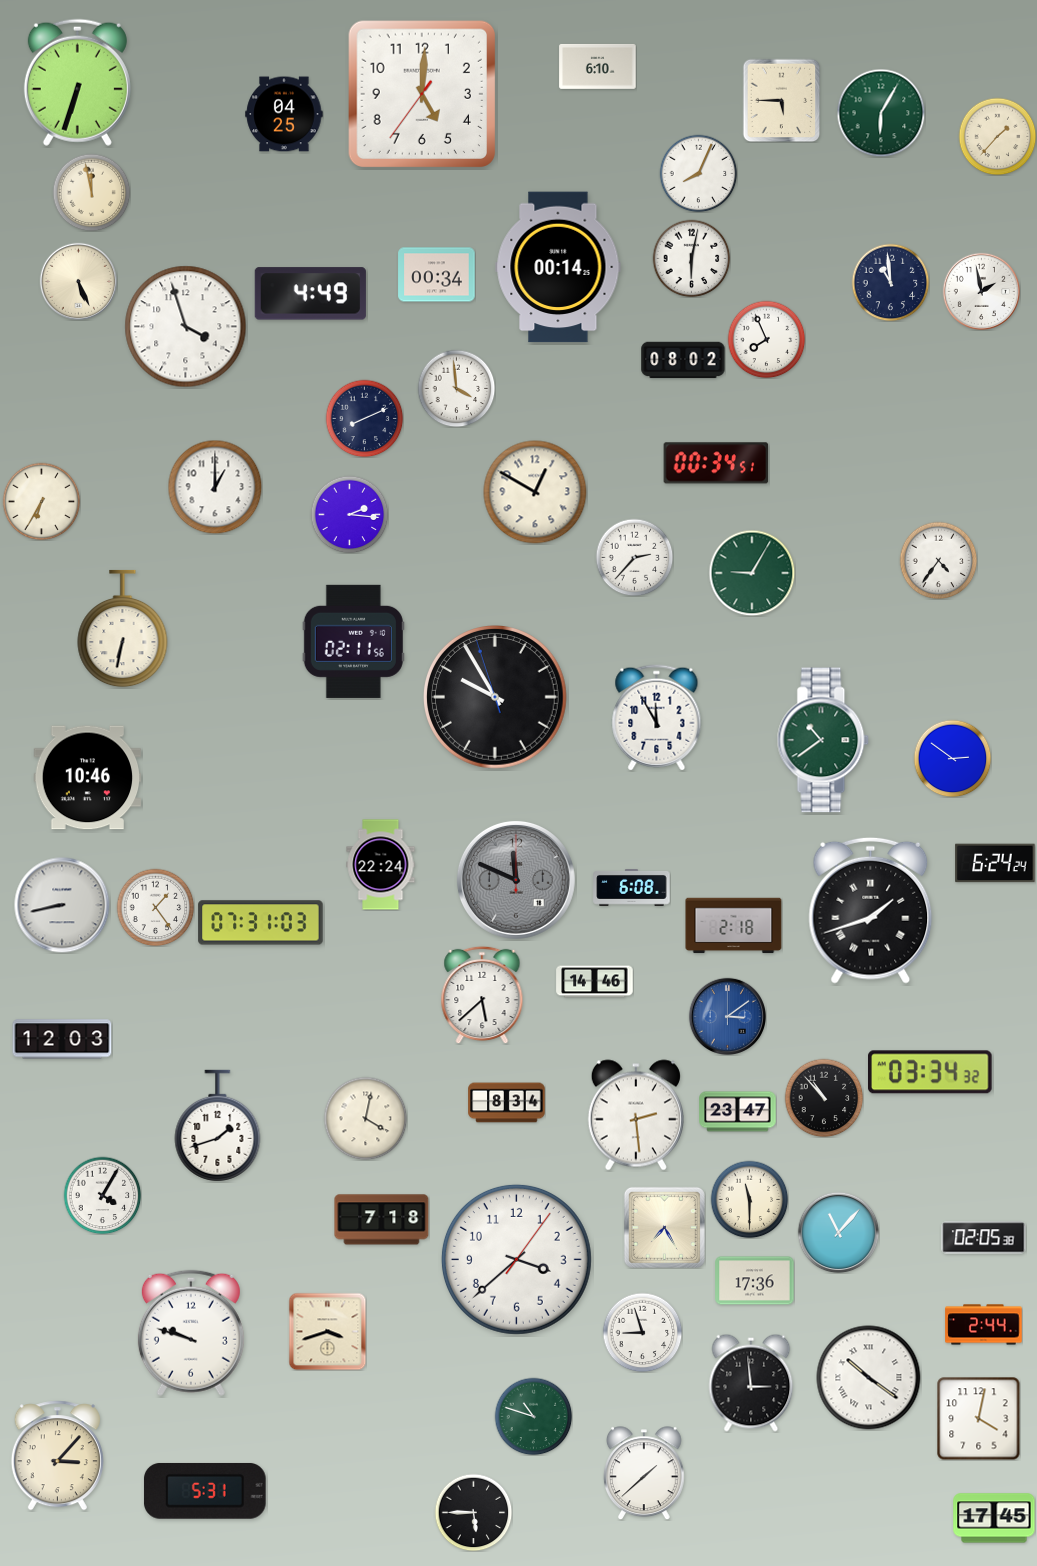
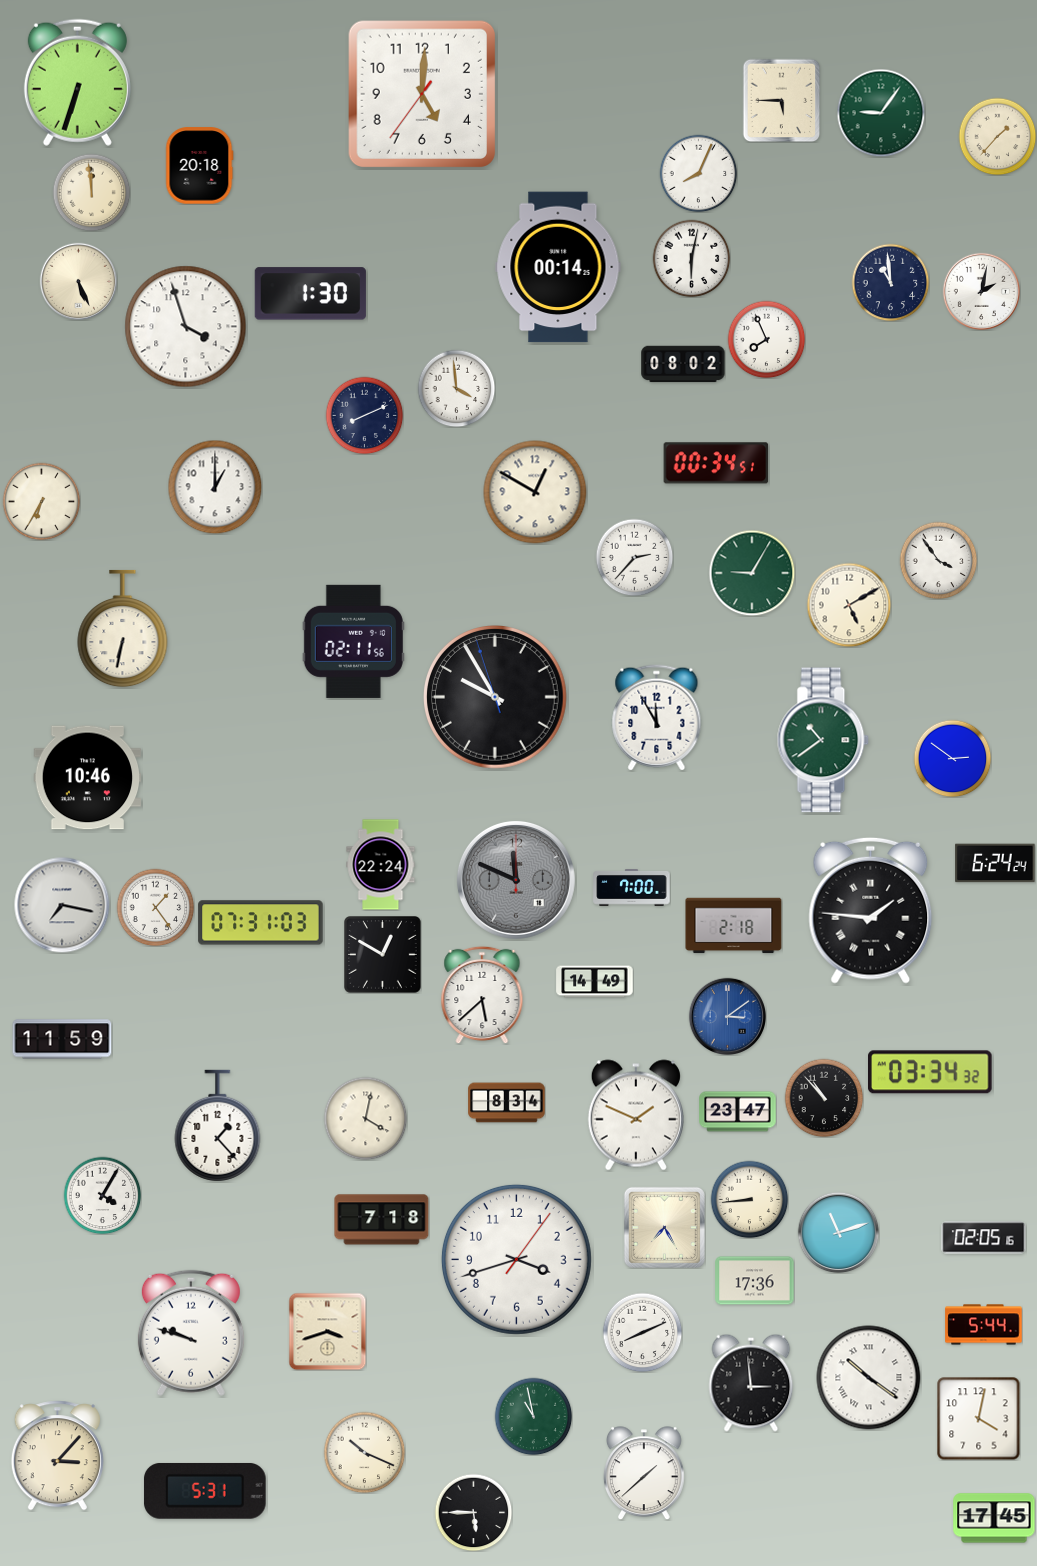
clock at (598, 66): 6:10 -> none
clock at (881, 113): 6:05 -> 9:06
clock at (284, 114): 04:25 -> none
clock at (200, 166): none -> 20:18
clock at (91, 192): 11:58 -> 11:59
clock at (437, 275): 00:34 -> none
clock at (981, 291): 1:58 -> 2:02
clock at (310, 294): 4:49 -> 1:30
clock at (683, 360) position: (683, 360) -> (683, 364)
clock at (364, 418) position: (364, 418) -> (364, 415)
clock at (349, 514): 2:16 -> none
clock at (938, 560): 4:36 -> 3:54
clock at (849, 605): none -> 5:10
clock at (632, 888): 6:08 -> 7:00
clock at (62, 905): 8:43 -> 7:17
clock at (871, 910): 1:42 -> 1:46
clock at (383, 955): none -> 12:50
clock at (595, 982): 14:46 -> 14:49
clock at (62, 1039): 12:03 -> 11:59
clock at (636, 1115): 2:29 -> 1:49
clock at (218, 1126): 1:42 -> 1:23
clock at (749, 1199): 11:30 -> 8:44
clock at (838, 1232): 11:07 -> 11:12
clock at (984, 1238): 02:05:38 -> 02:05:16
clock at (516, 1259): 3:38 -> 3:42
clock at (984, 1325): 2:44 -> 5:44
clock at (642, 1332): 8:57 -> 8:11
clock at (533, 1416): 10:48 -> 10:58
clock at (364, 1452): none -> 10:19
